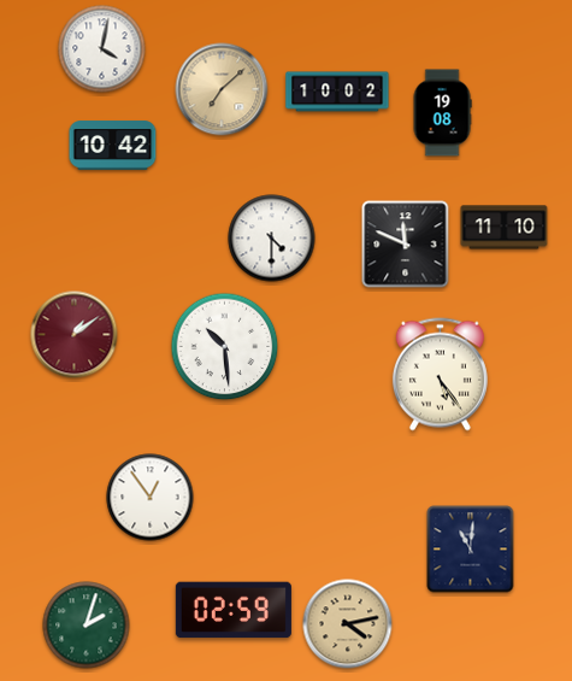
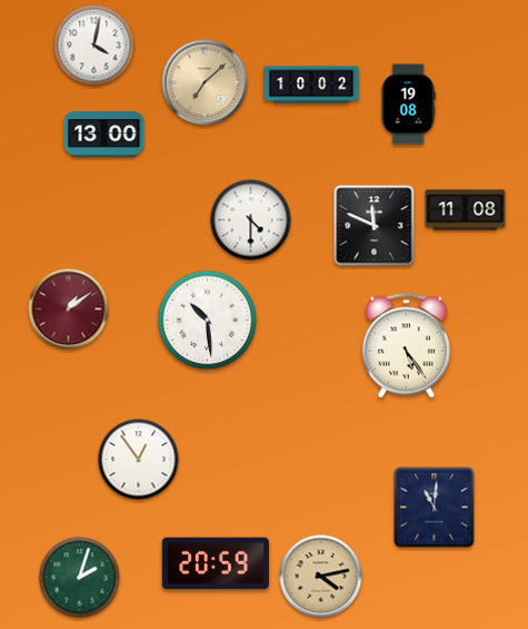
clock at (113, 146): 10:42 -> 13:00
clock at (505, 228): 11:10 -> 11:08
clock at (234, 610): 02:59 -> 20:59
